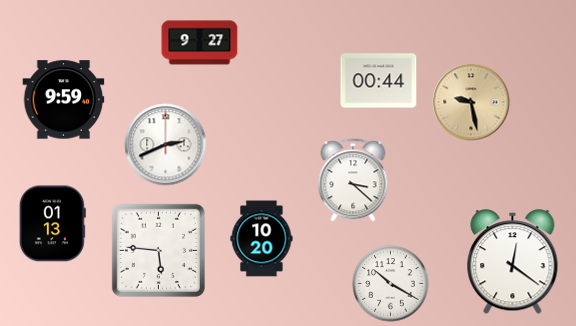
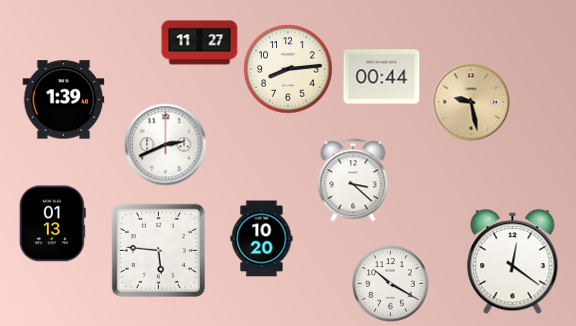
clock at (200, 43): 9:27 -> 11:27
clock at (288, 69): none -> 8:14
clock at (379, 81) position: (379, 81) -> (382, 77)
clock at (64, 100): 9:59 -> 1:39
